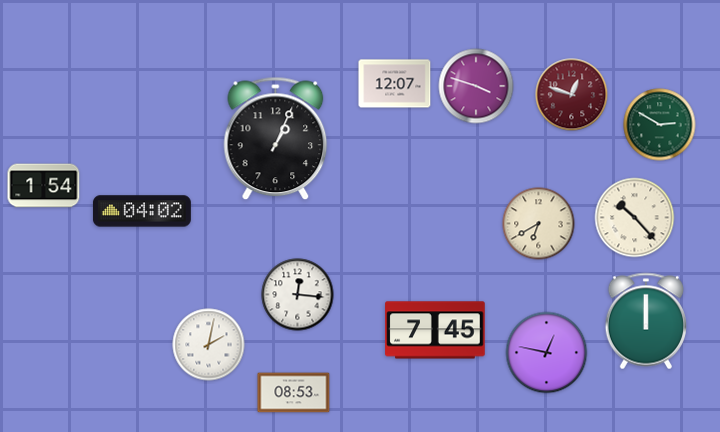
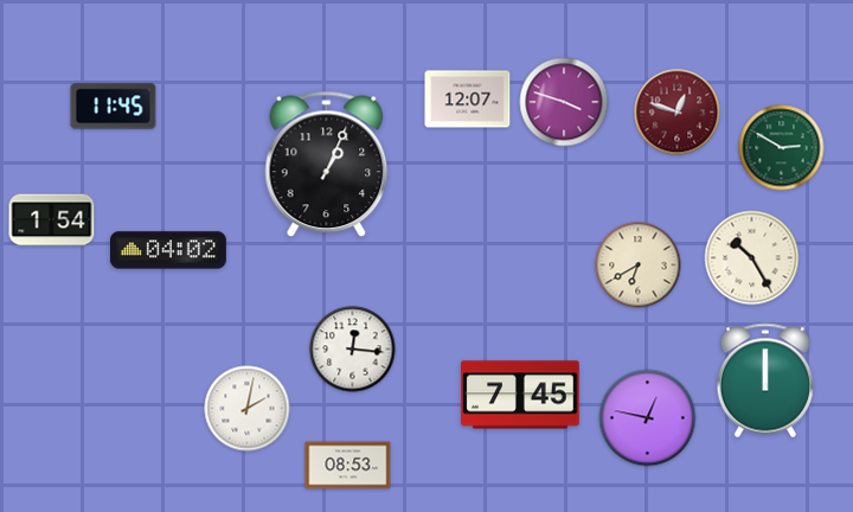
clock at (114, 107): none -> 11:45
clock at (635, 218): 10:23 -> 10:25
clock at (435, 330) position: (435, 330) -> (520, 395)
